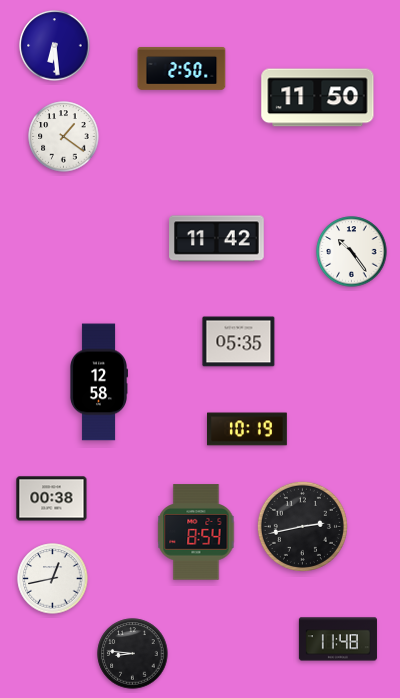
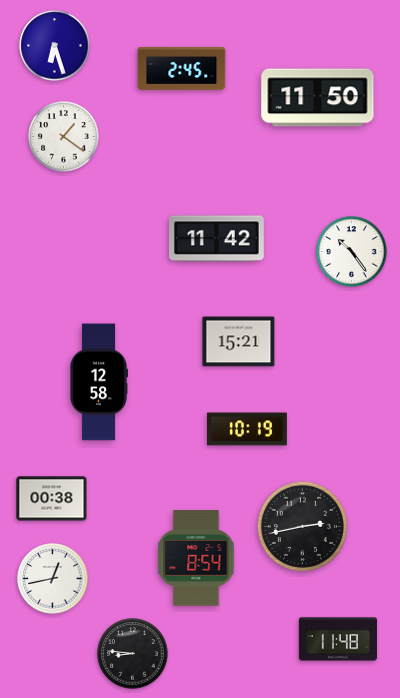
clock at (55, 46): 6:29 -> 6:27
clock at (182, 69): 2:50 -> 2:45
clock at (239, 342): 05:35 -> 15:21
clock at (196, 532) position: (196, 532) -> (196, 558)
